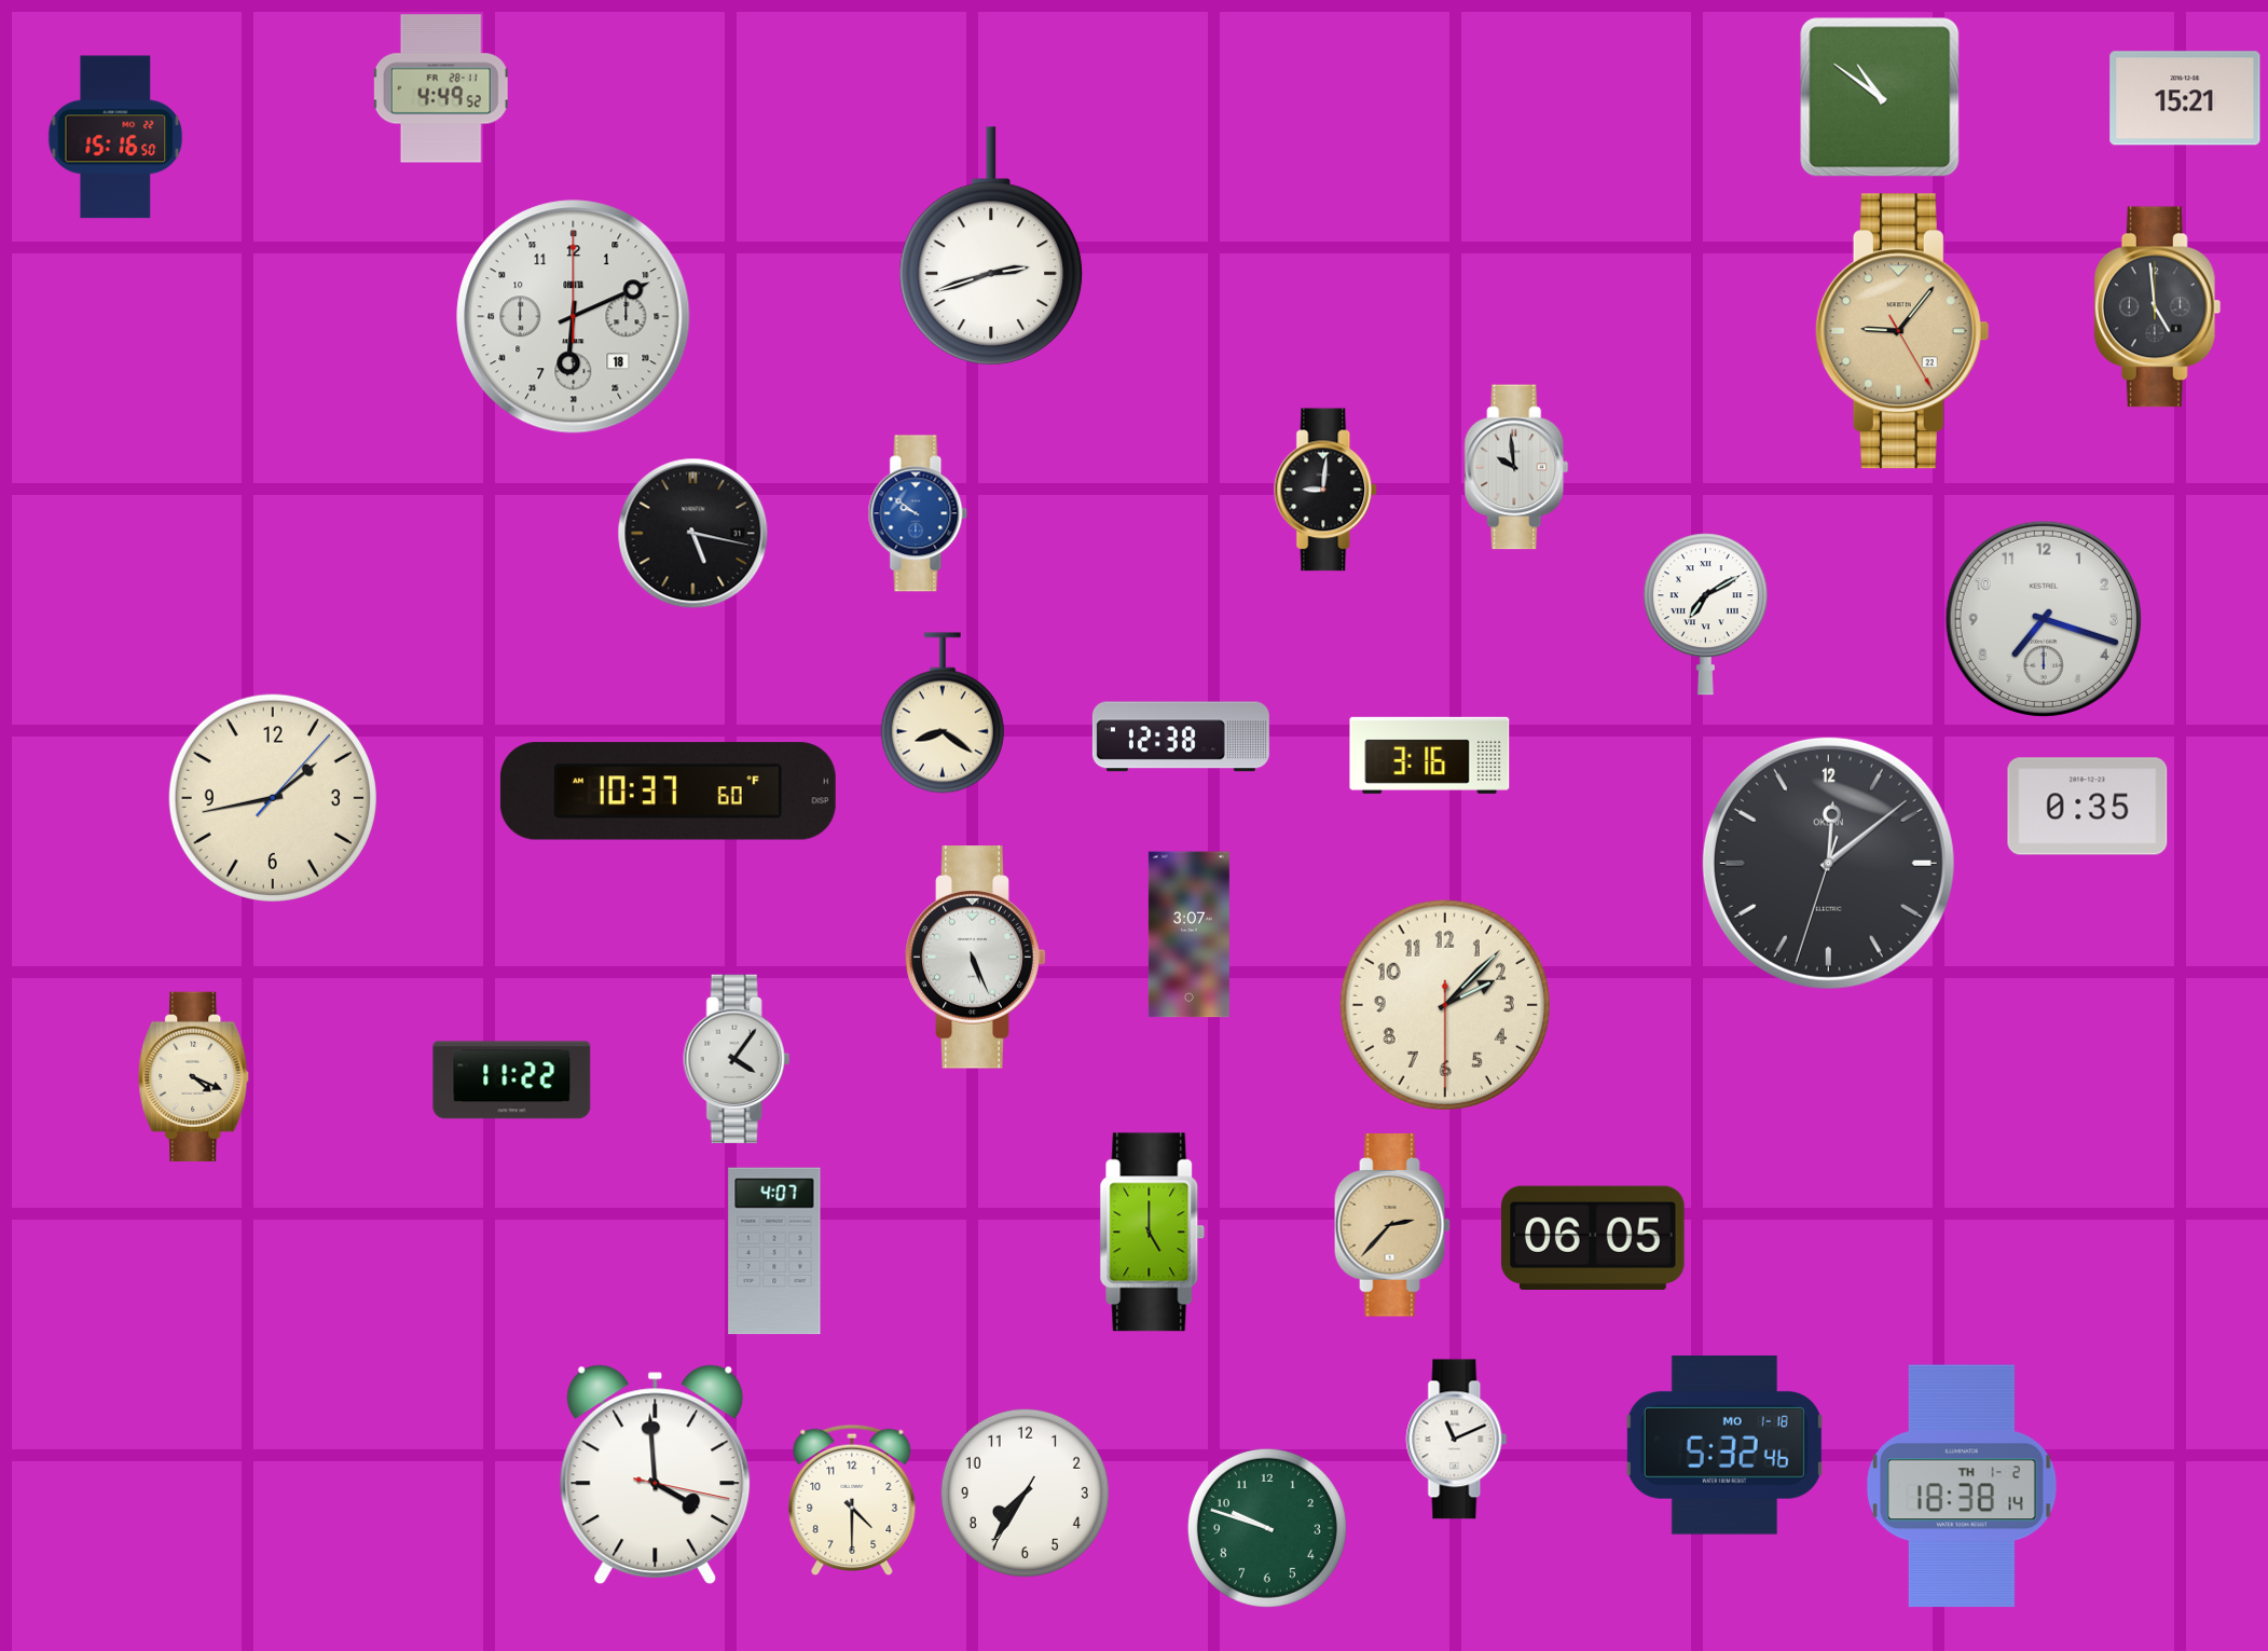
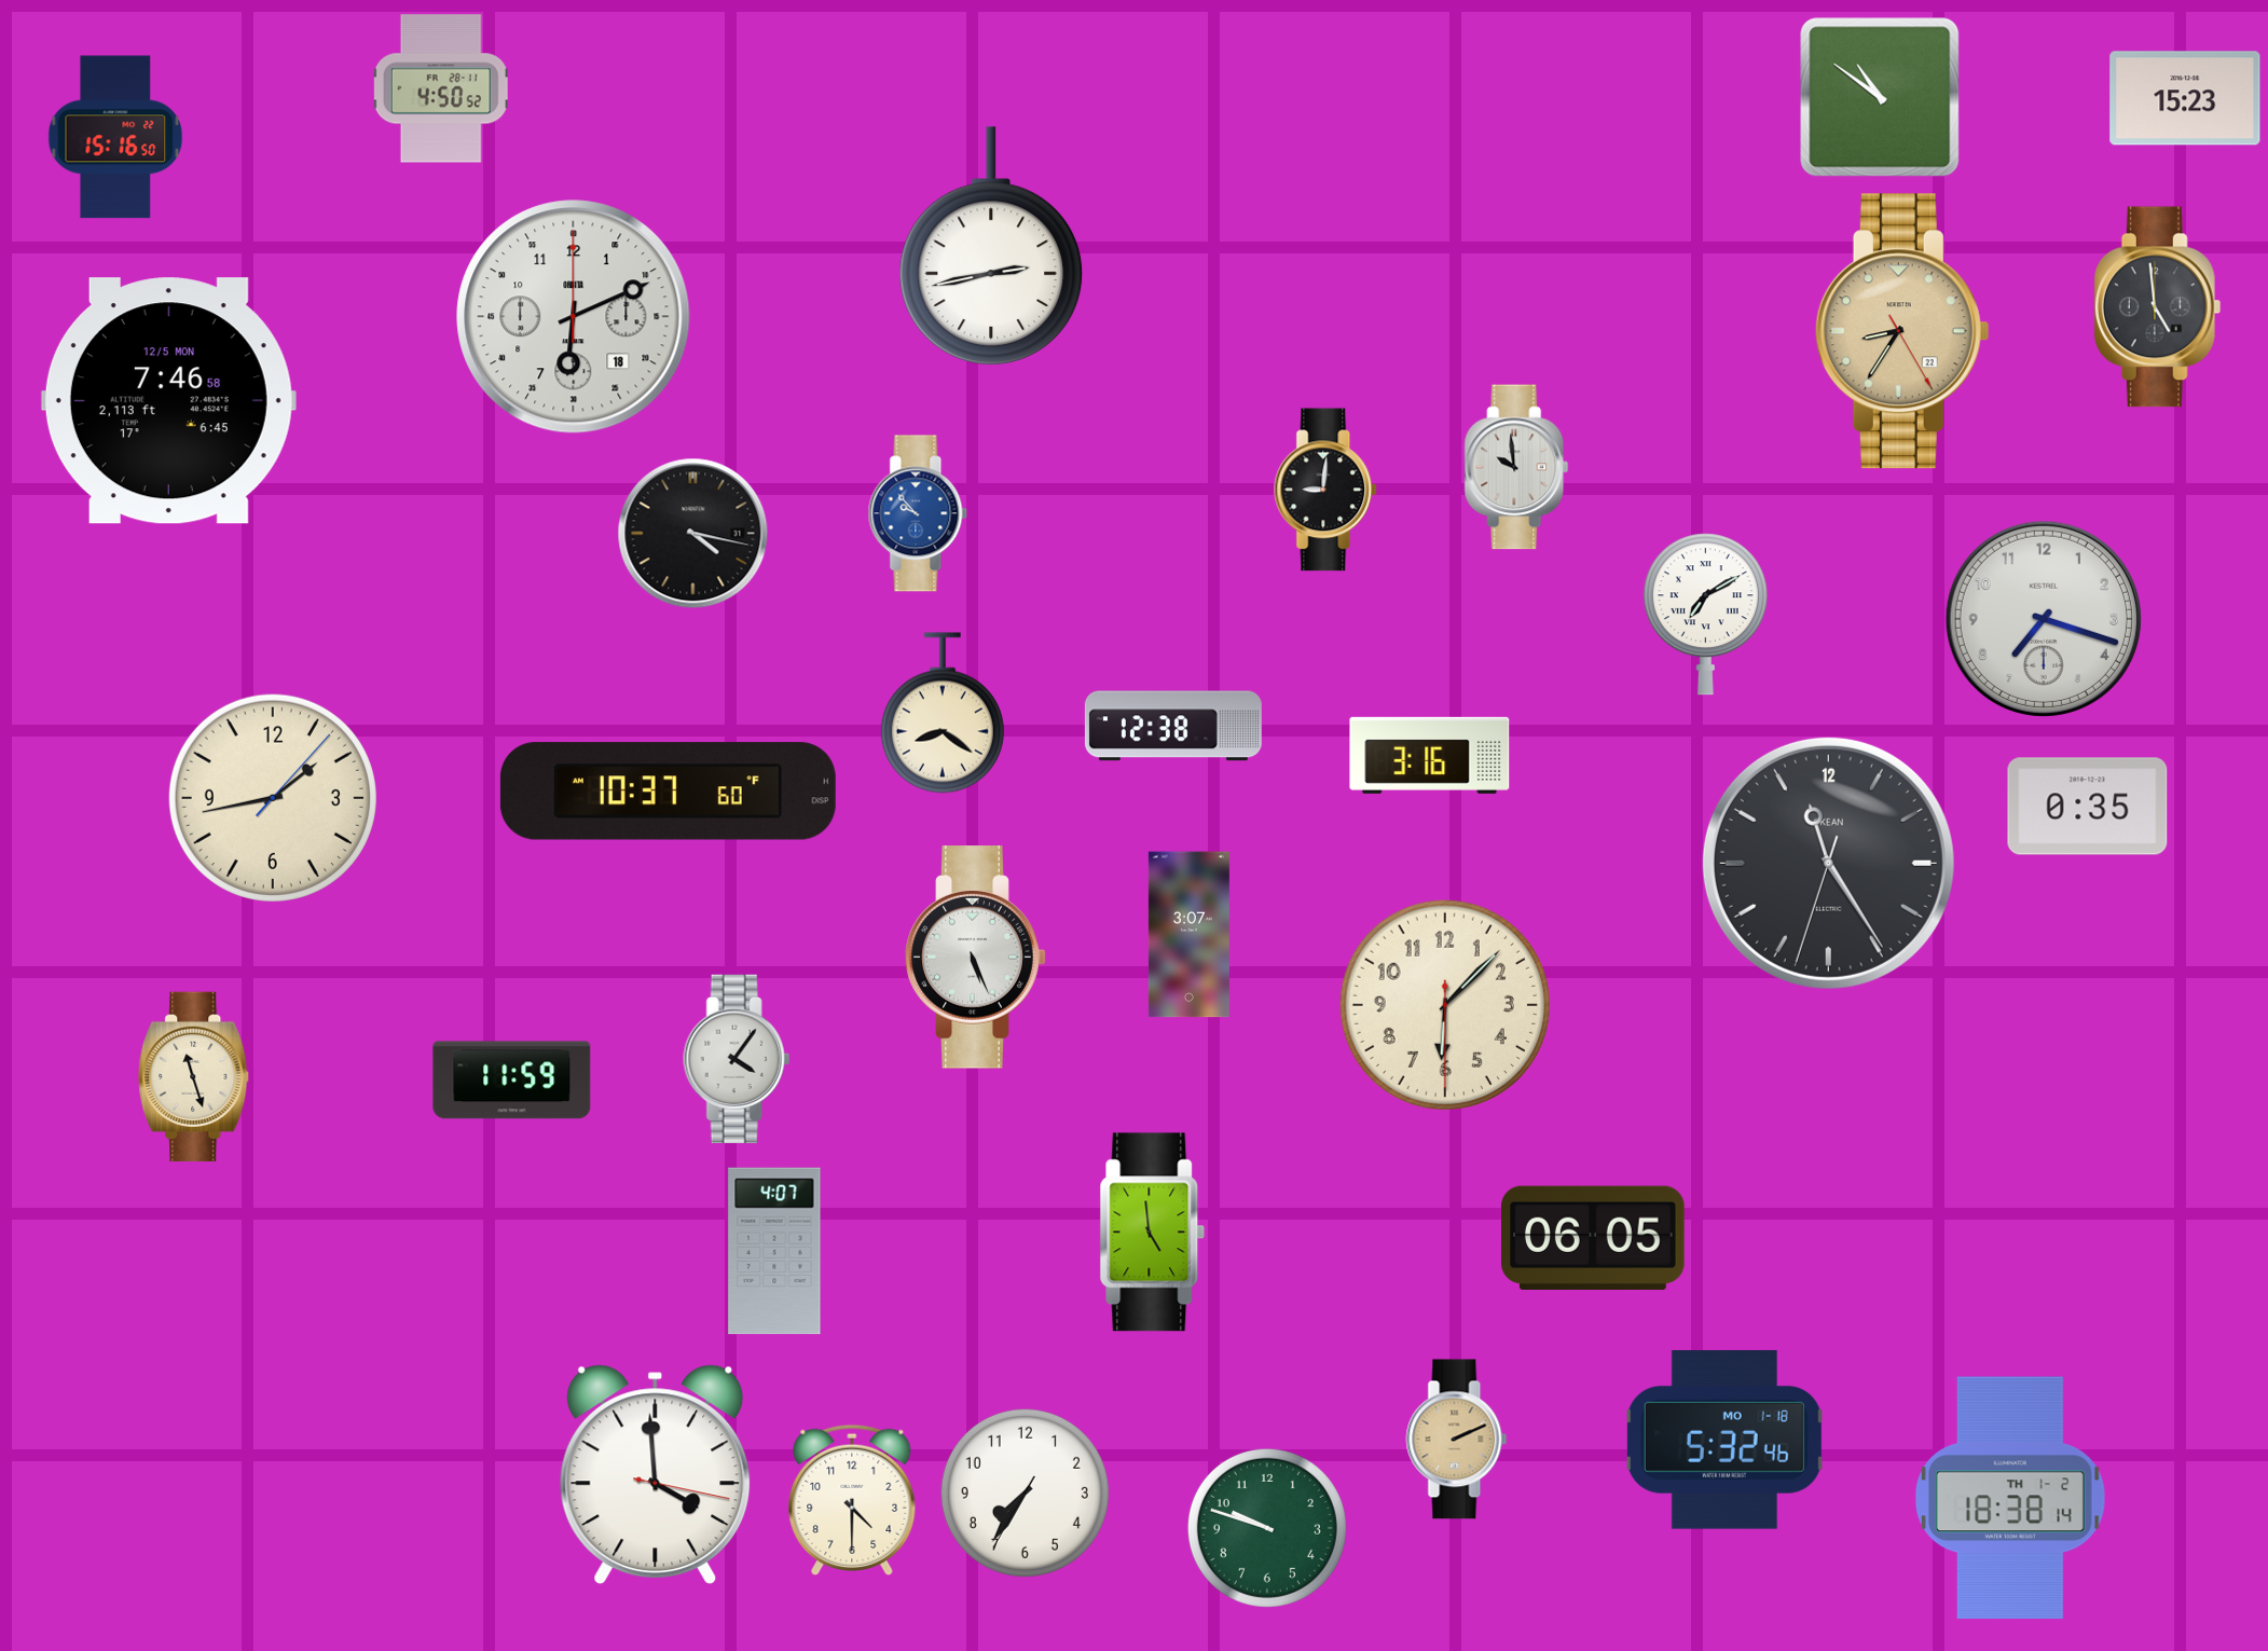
clock at (441, 88): 4:49 -> 4:50
clock at (2185, 98): 15:21 -> 15:23
clock at (991, 246): 2:42 -> 2:43
clock at (1902, 331): 9:06 -> 8:35
clock at (168, 401): none -> 7:46
clock at (918, 513): 9:51 -> 9:53
clock at (693, 534): 5:17 -> 4:17
clock at (1181, 737) position: (1181, 737) -> (1173, 726)
clock at (1828, 863): 12:08 -> 11:24
clock at (1445, 1005): 2:07 -> 6:07
clock at (194, 1076): 4:19 -> 11:27
clock at (512, 1081): 11:22 -> 11:59
clock at (1392, 1225): 2:37 -> none
clock at (1153, 1233): 5:00 -> 4:59
clock at (1457, 1440): 11:11 -> 2:11
clock at (1457, 1440) dial: white -> champagne
clock at (1724, 1446) position: (1724, 1446) -> (1724, 1441)
clock at (1962, 1486) position: (1962, 1486) -> (2010, 1498)
